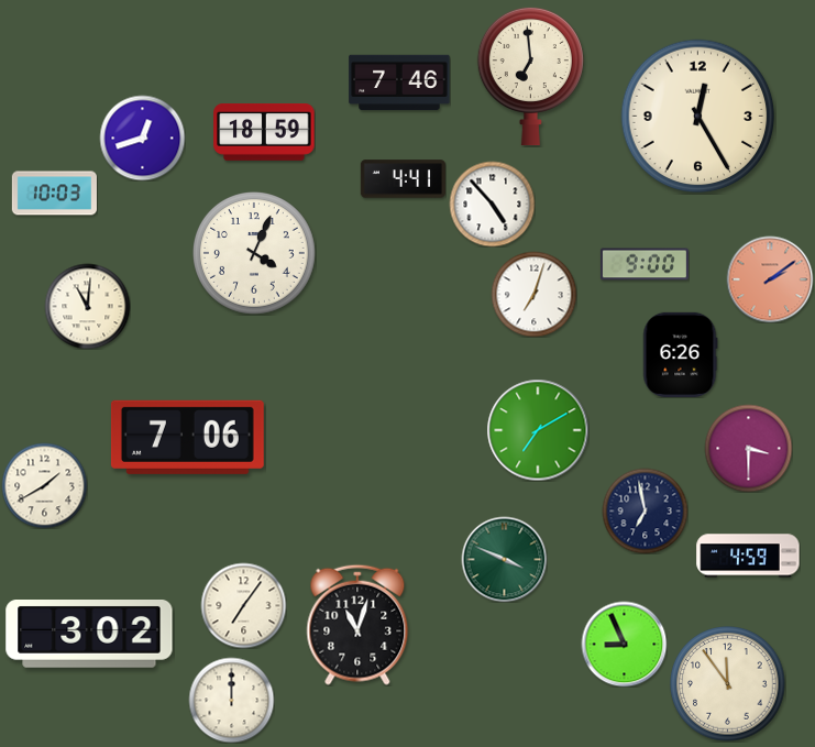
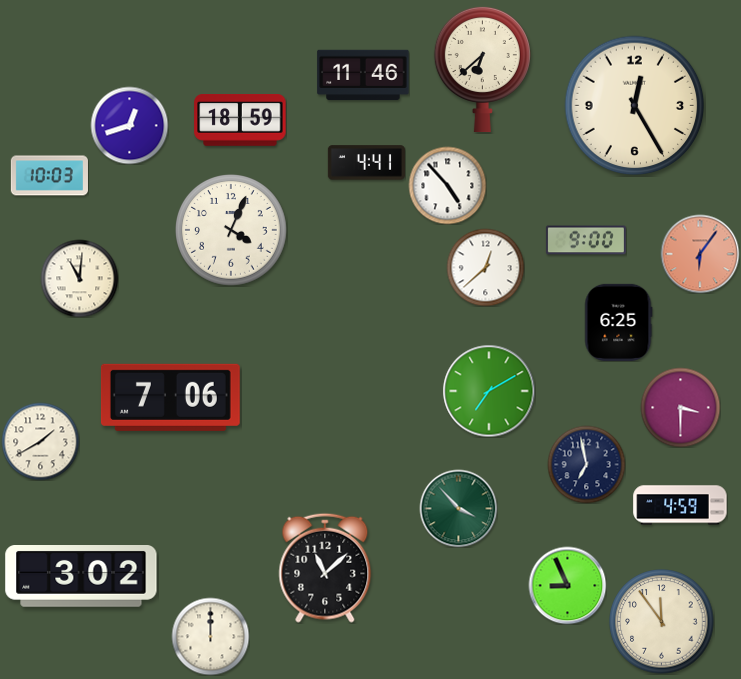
clock at (530, 76): 6:59 -> 6:38
clock at (399, 83): 7:46 -> 11:46
clock at (770, 279): 2:09 -> 6:06
clock at (533, 294): 7:03 -> 12:38
clock at (680, 354): 6:26 -> 6:25
clock at (504, 559): 3:49 -> 3:53
clock at (243, 605): 7:06 -> none
clock at (357, 625): 11:03 -> 11:08
